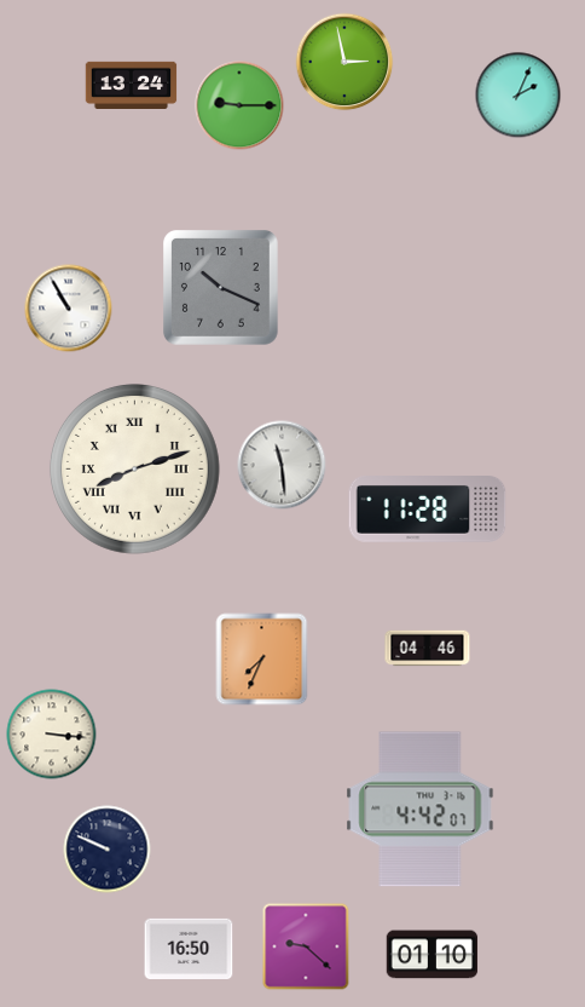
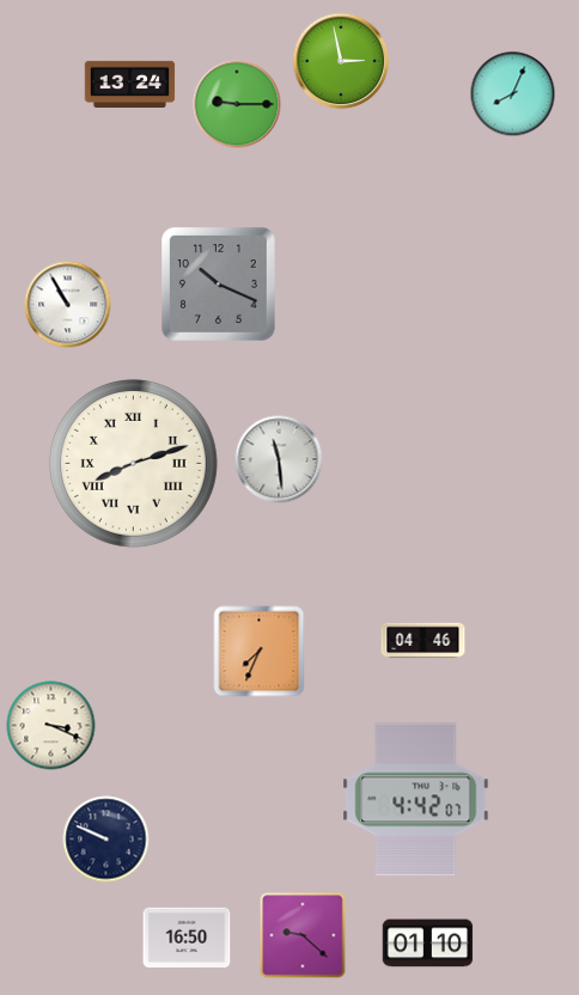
clock at (519, 96): 2:04 -> 8:04
clock at (428, 510): 11:28 -> none
clock at (52, 735): 3:16 -> 3:19
